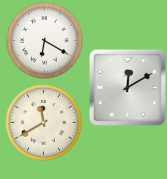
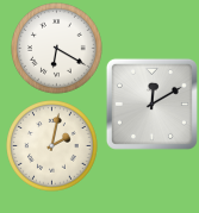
clock at (45, 41) position: (45, 41) -> (57, 49)
clock at (44, 123): 11:40 -> 2:02
